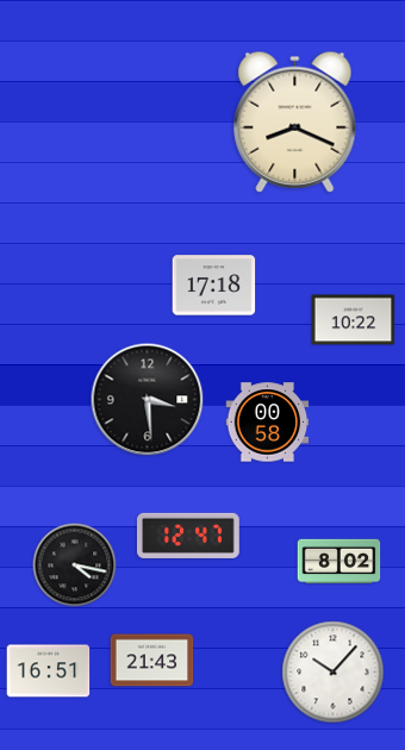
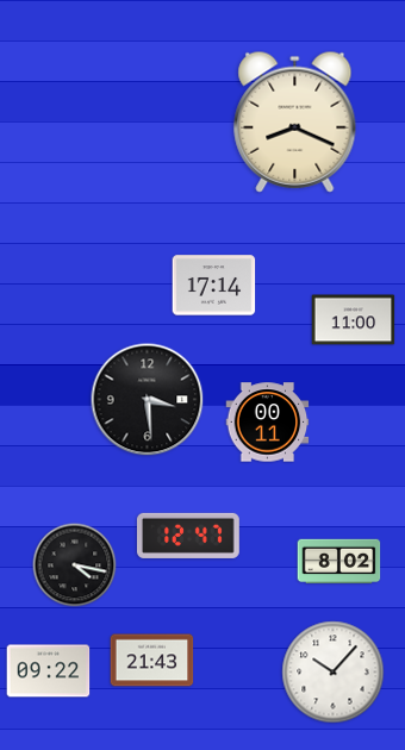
clock at (214, 286): 17:18 -> 17:14
clock at (354, 320): 10:22 -> 11:00
clock at (268, 423): 00:58 -> 00:11
clock at (49, 671): 16:51 -> 09:22
